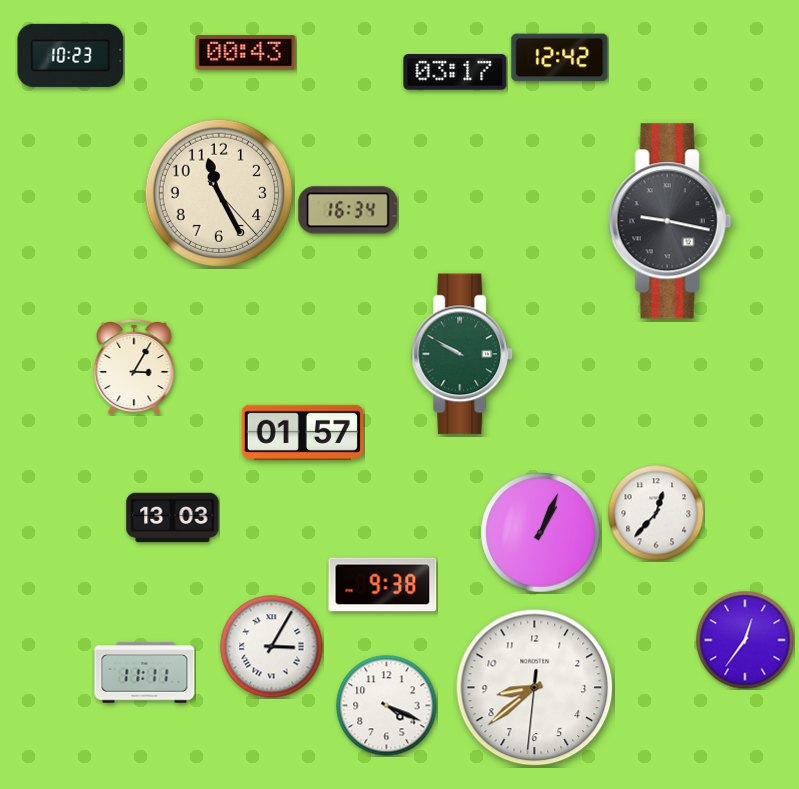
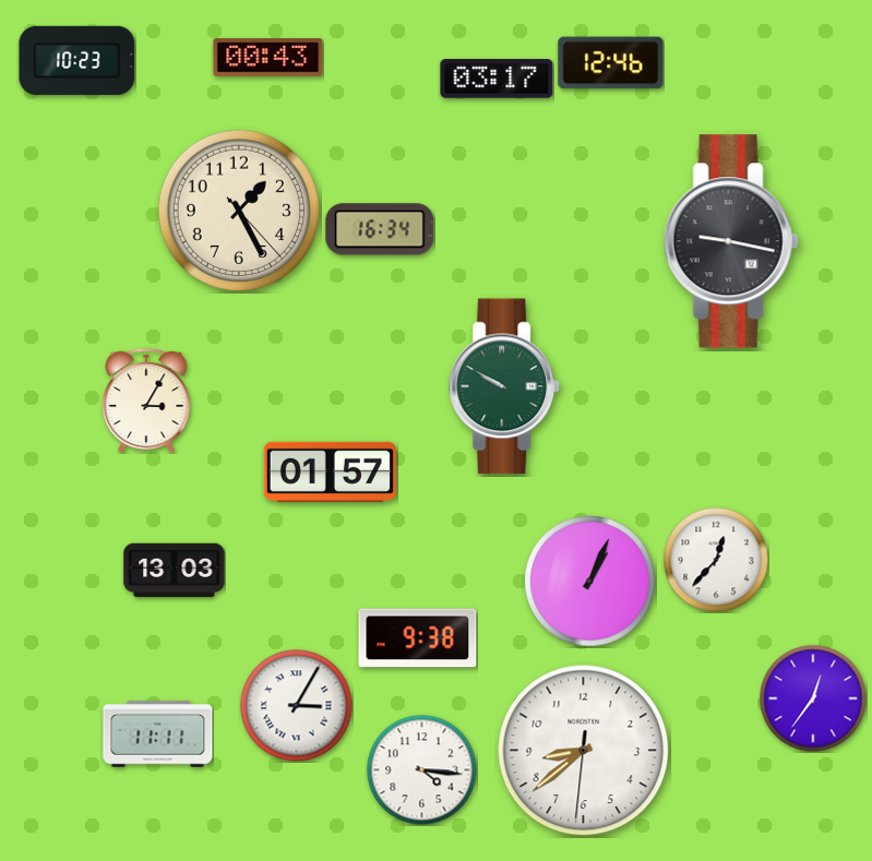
clock at (560, 58): 12:42 -> 12:46
clock at (218, 192): 11:25 -> 1:25
clock at (173, 518) position: (173, 518) -> (175, 571)
clock at (387, 706): 4:19 -> 4:16
